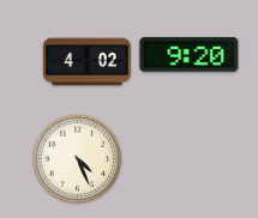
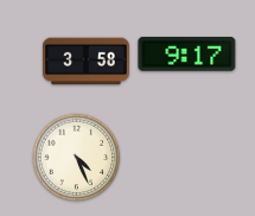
clock at (190, 55): 9:20 -> 9:17
clock at (88, 62): 4:02 -> 3:58
